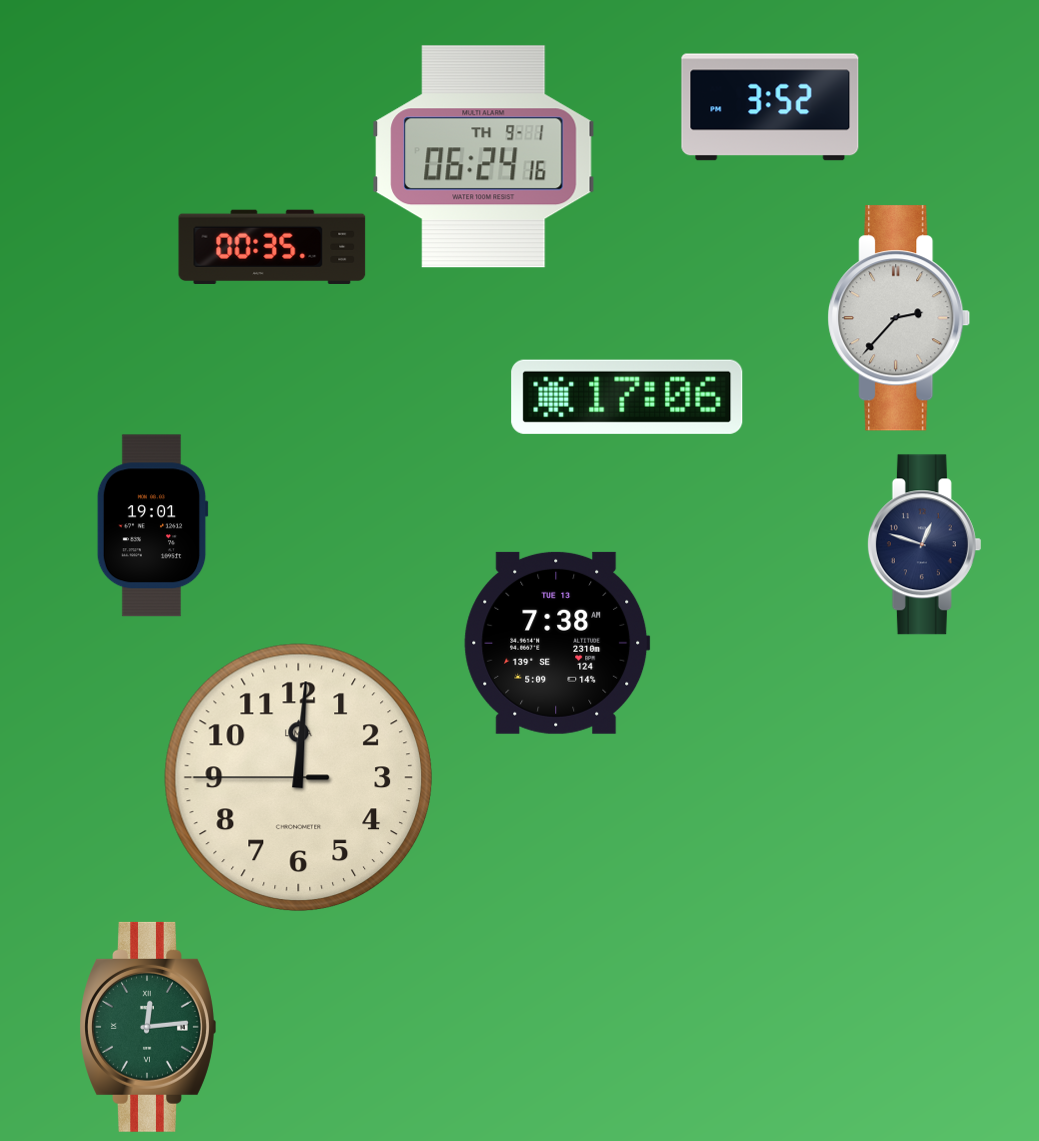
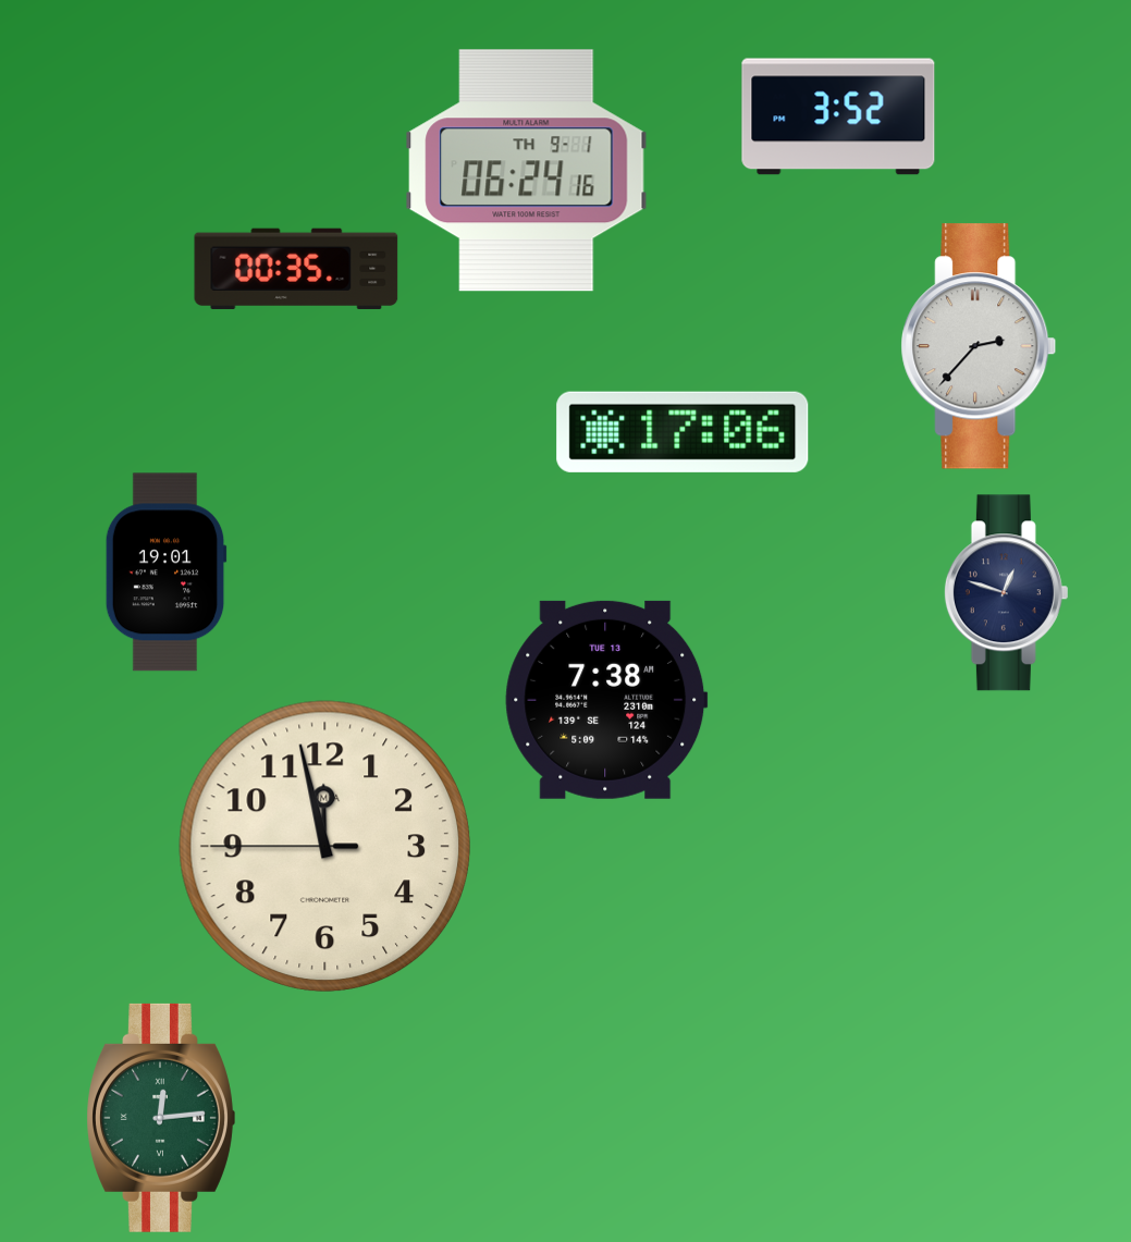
clock at (298, 777): 12:00 -> 11:57
